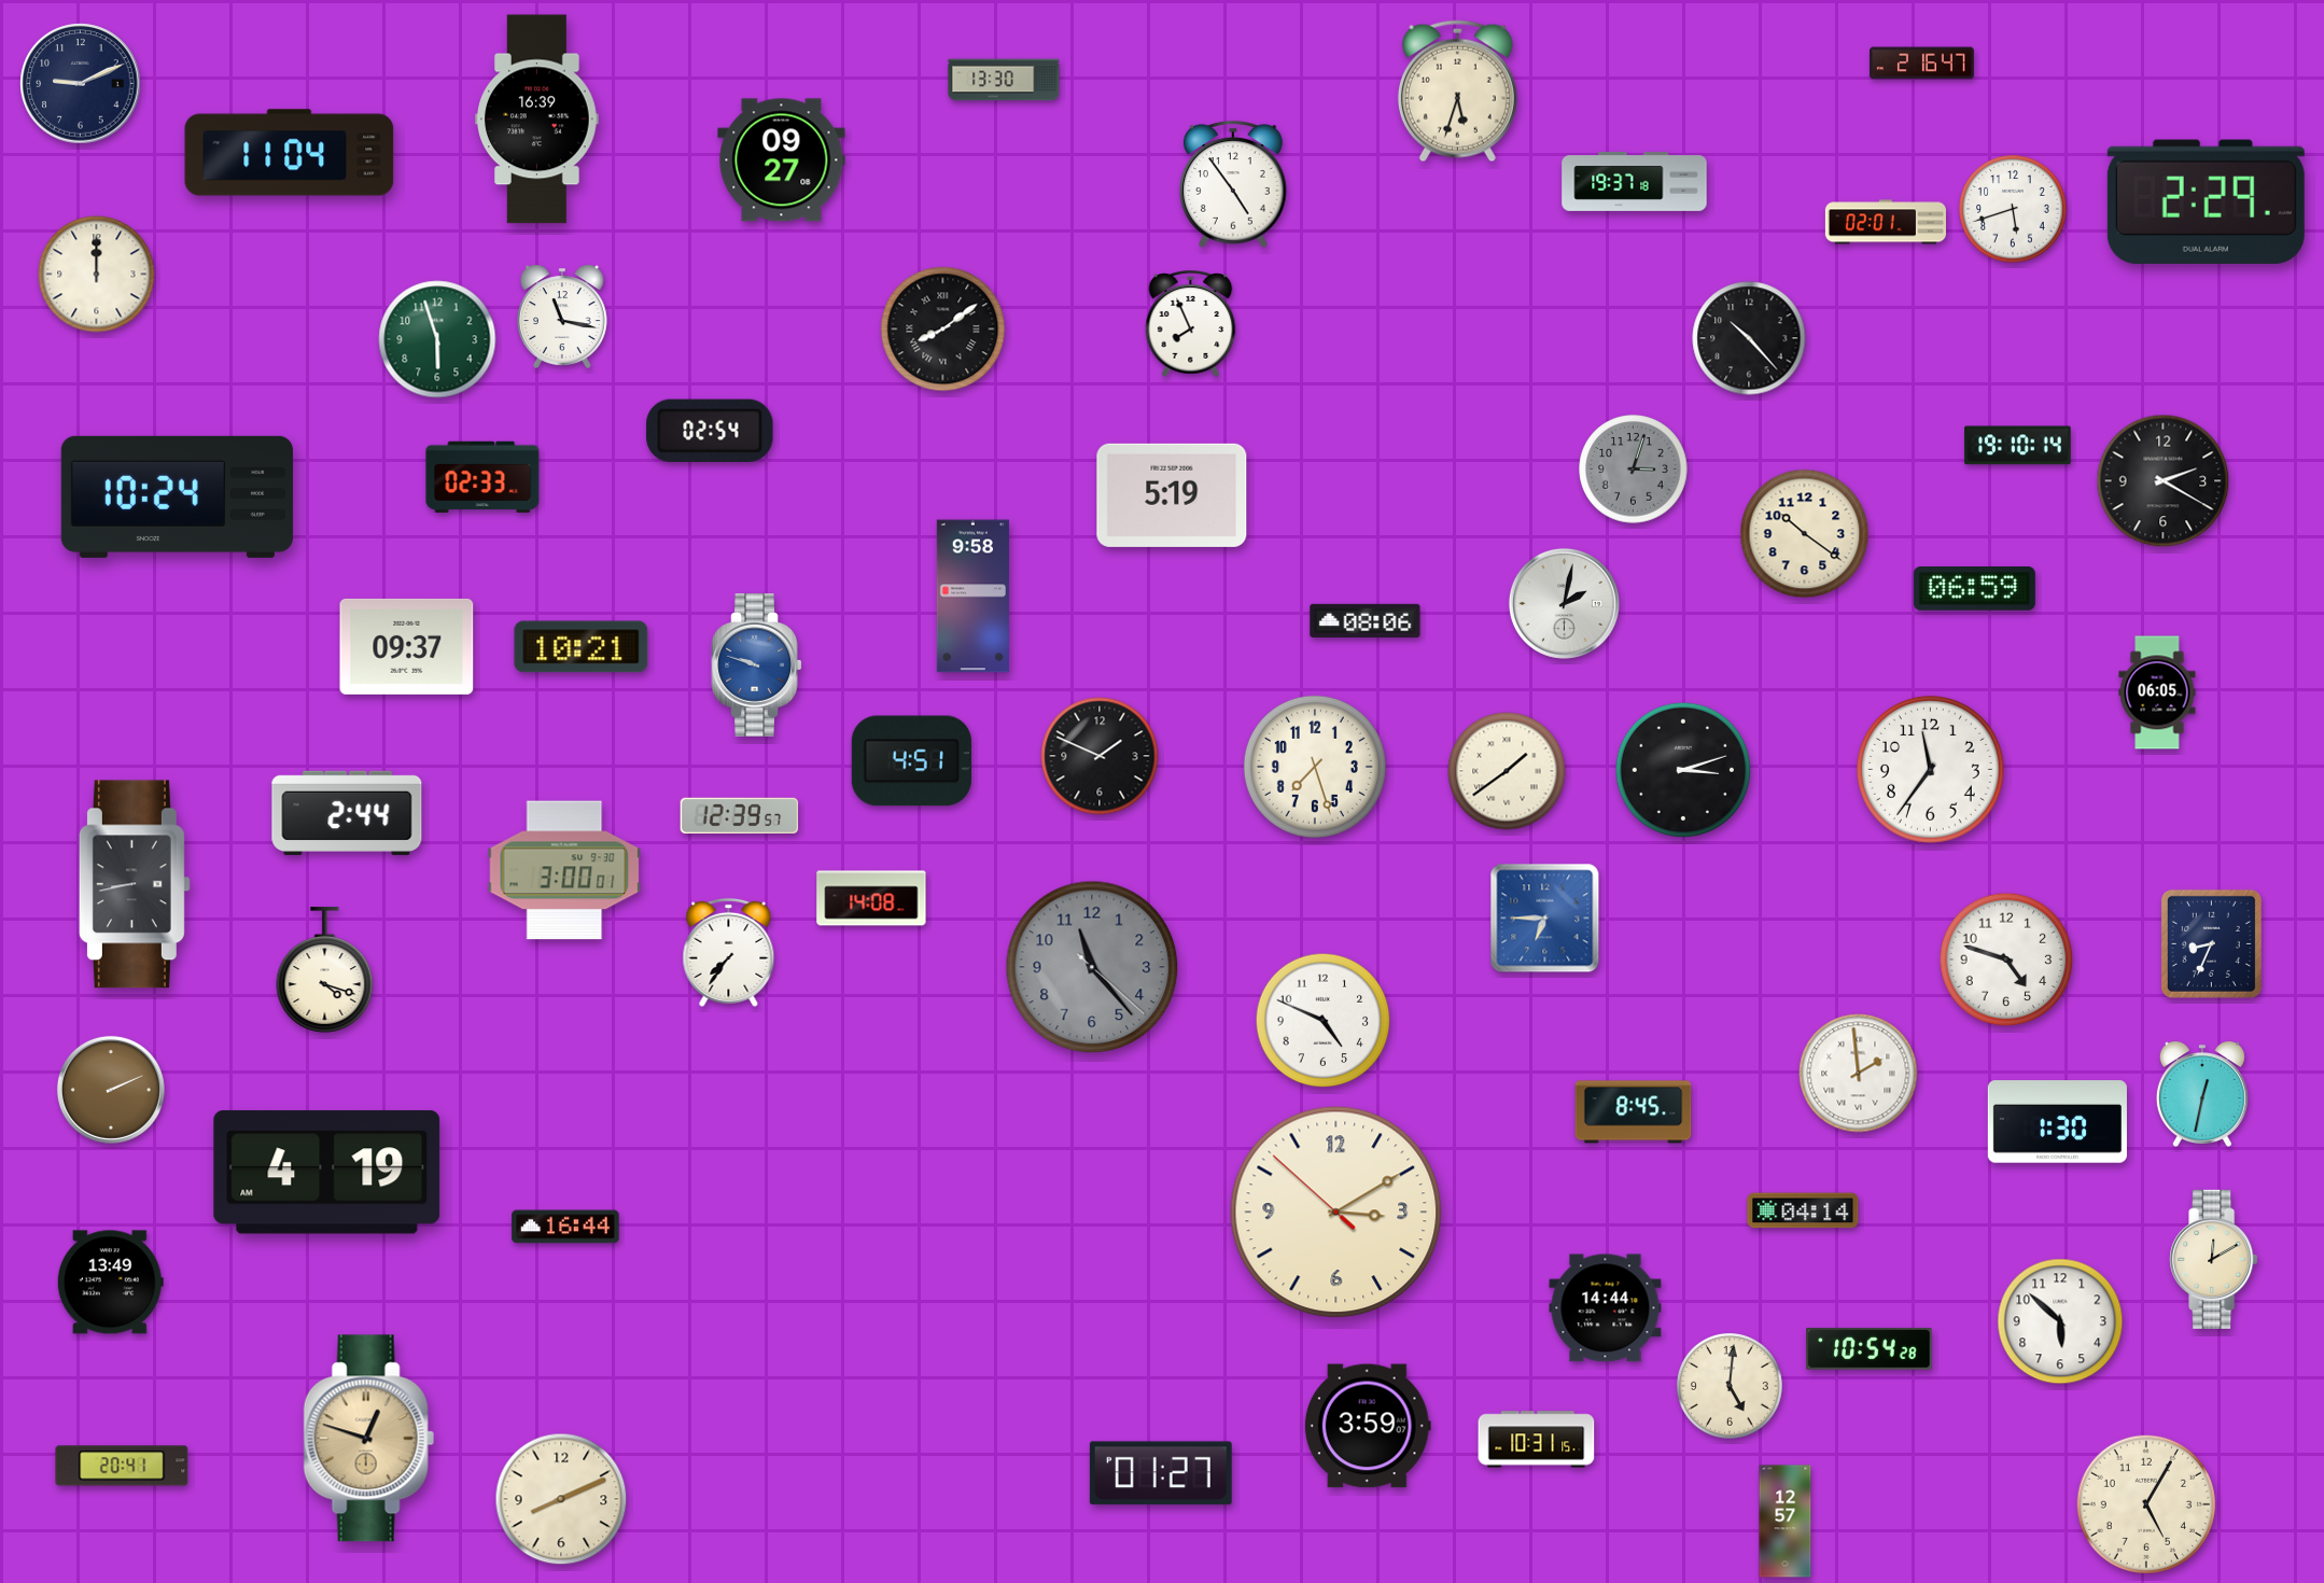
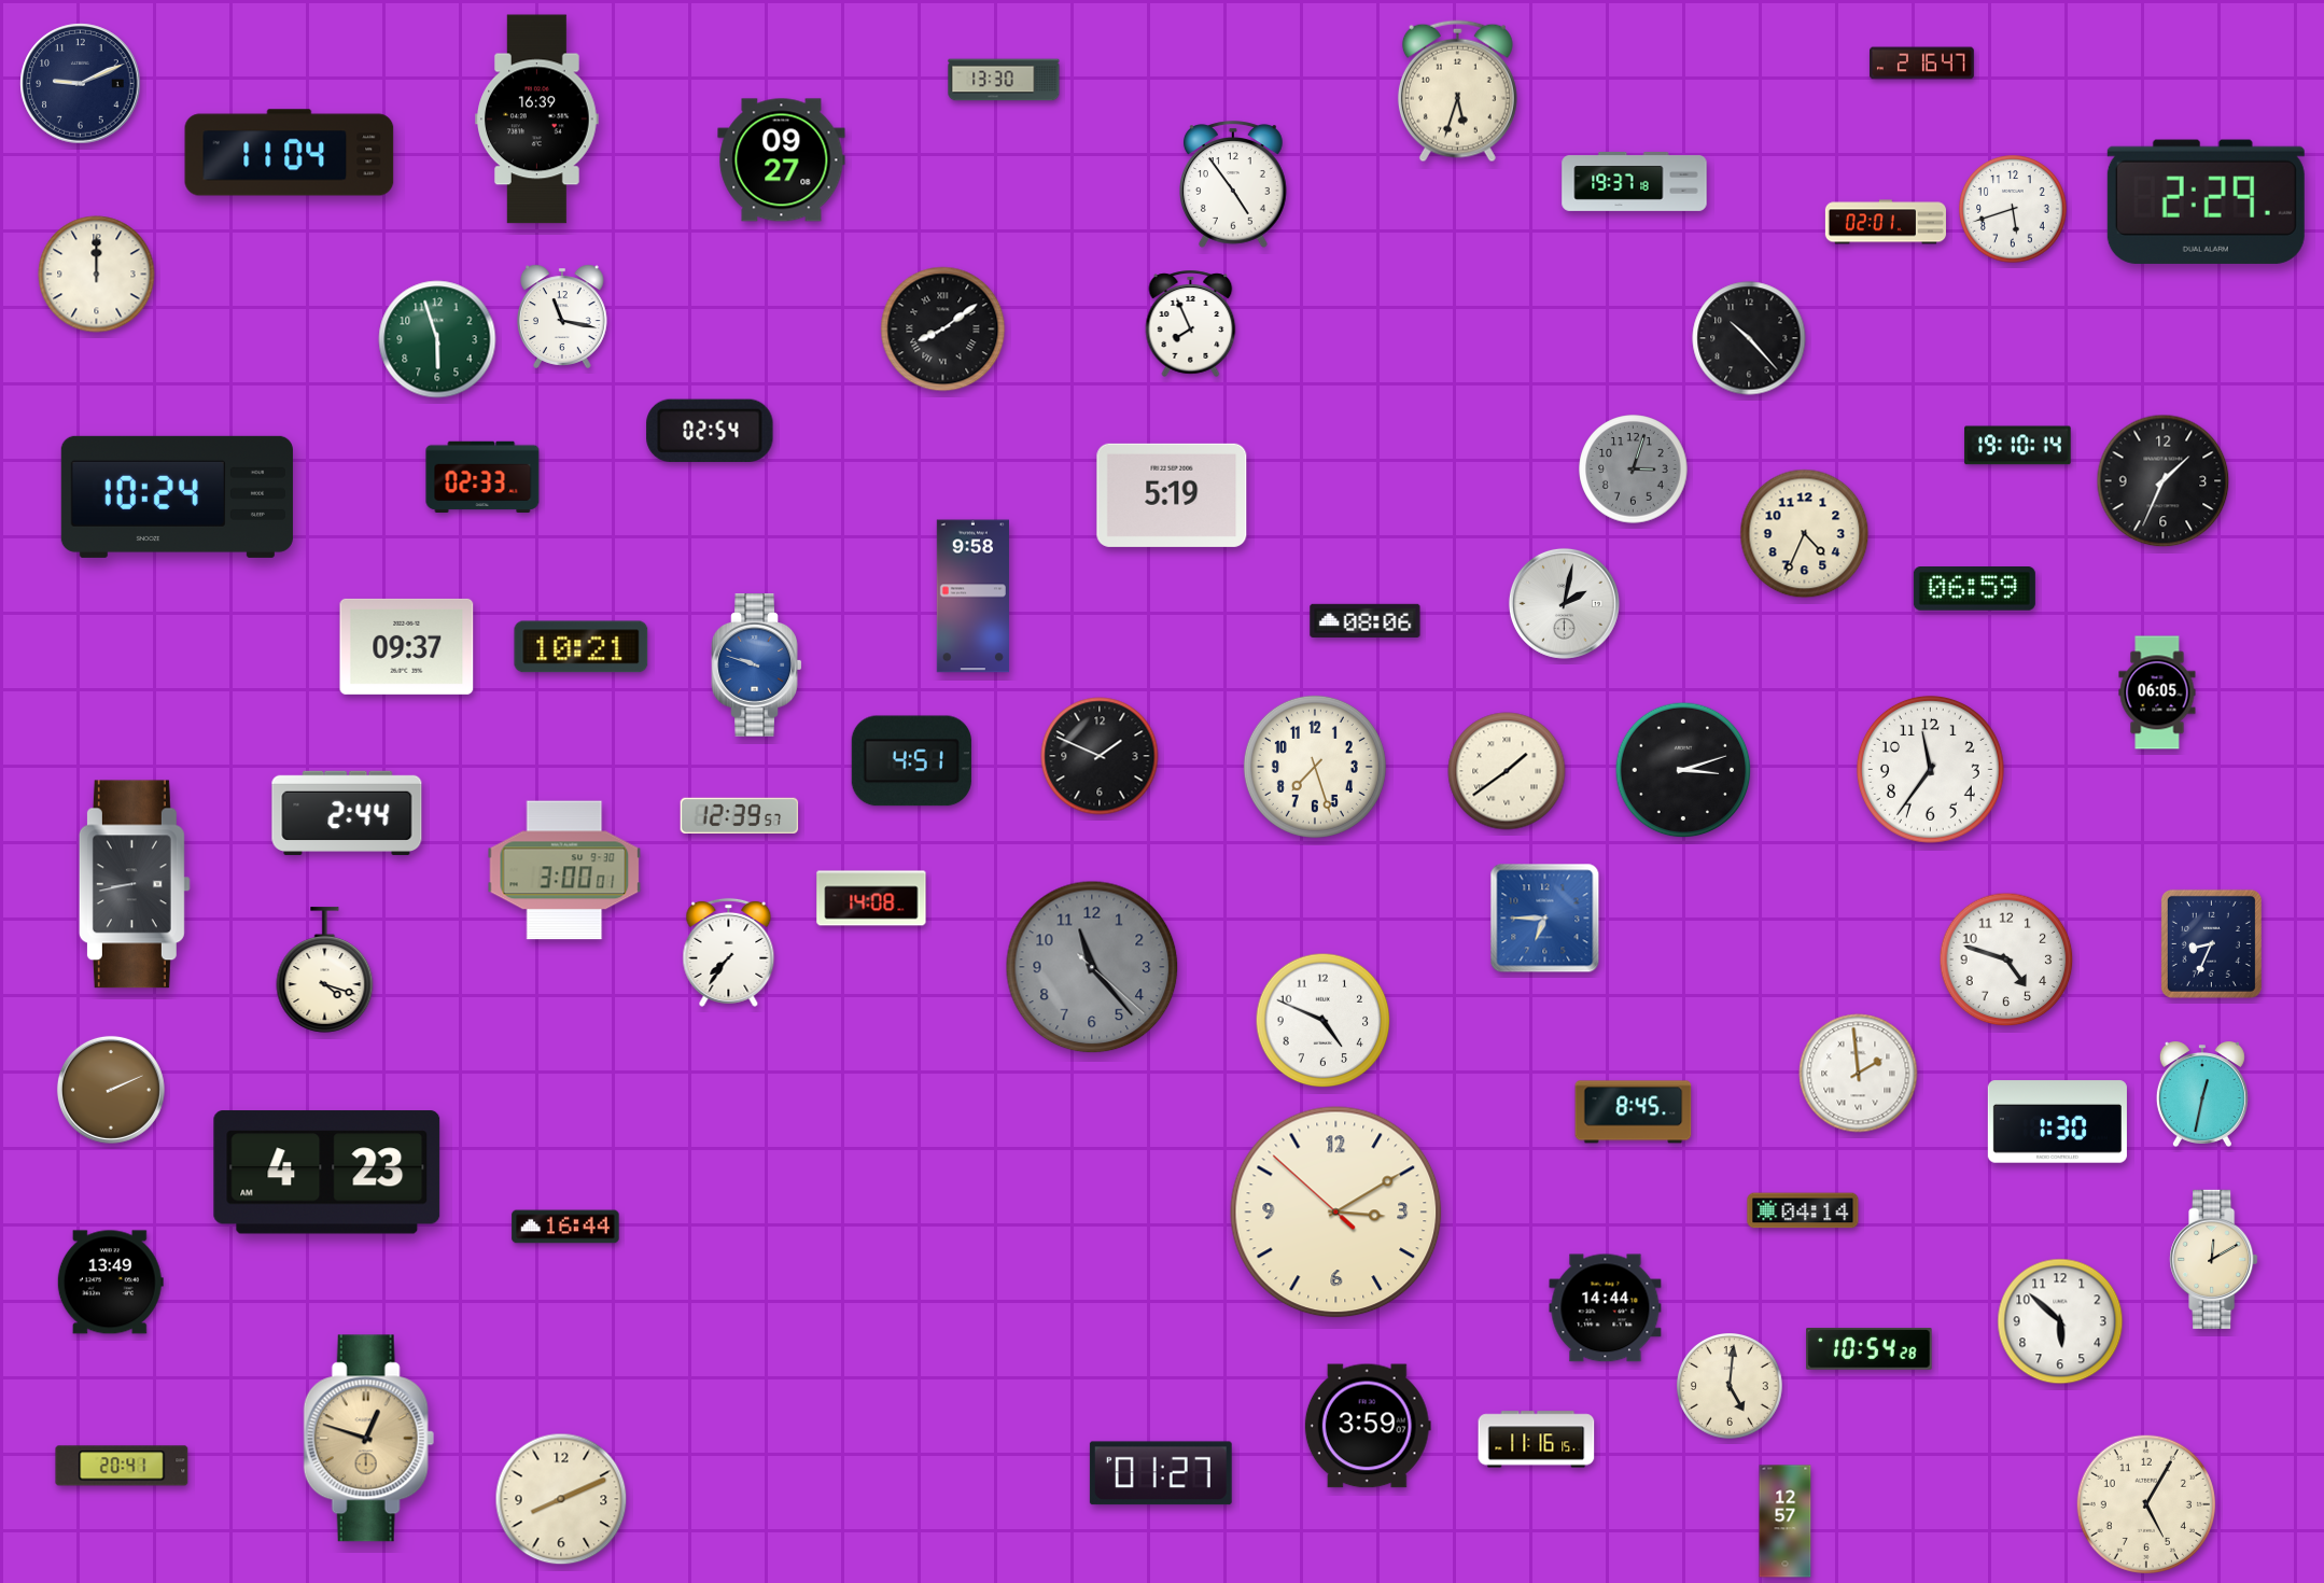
clock at (2164, 481): 2:20 -> 1:34
clock at (1805, 534): 10:21 -> 4:34
clock at (327, 1173): 4:19 -> 4:23
clock at (1537, 1440): 10:31 -> 11:16
